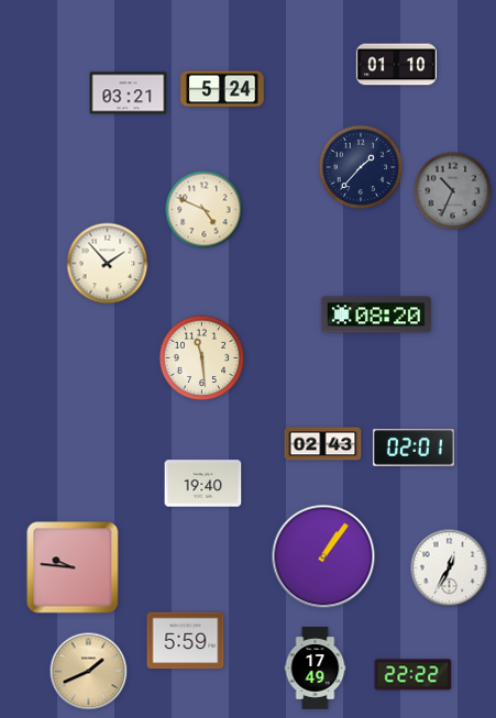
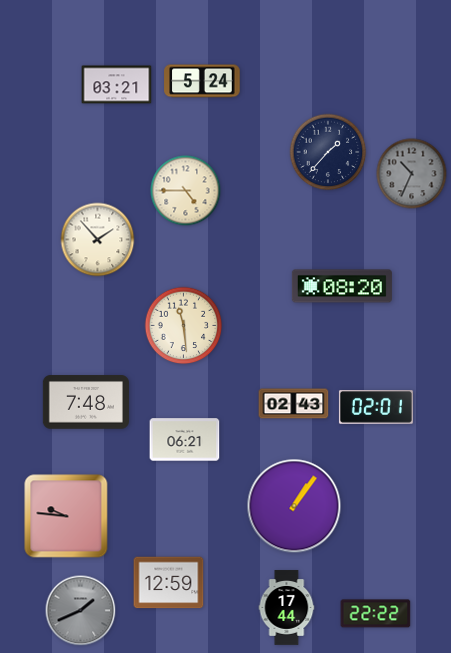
clock at (396, 65): 01:10 -> none
clock at (205, 210): 4:49 -> 4:45
clock at (86, 402): none -> 7:48
clock at (203, 484): 19:40 -> 06:21
clock at (450, 568): 12:35 -> none
clock at (186, 641): 5:59 -> 12:59
clock at (316, 669): 17:49 -> 17:44
clock at (89, 672) dial: champagne -> grey
